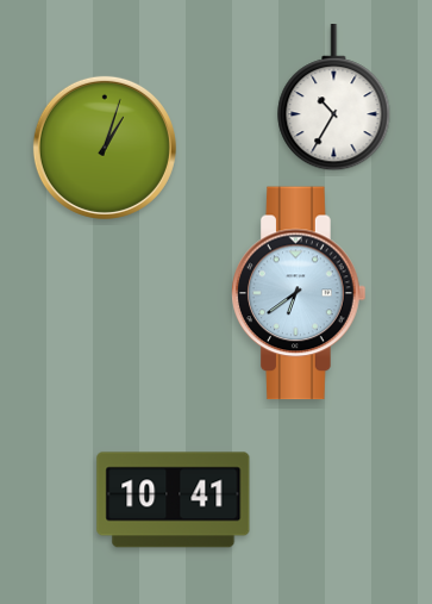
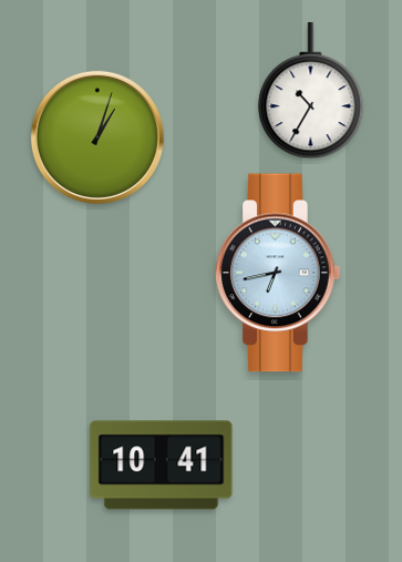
clock at (299, 293): 6:39 -> 6:43
